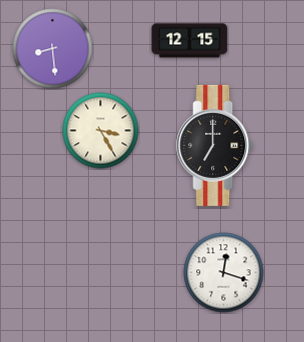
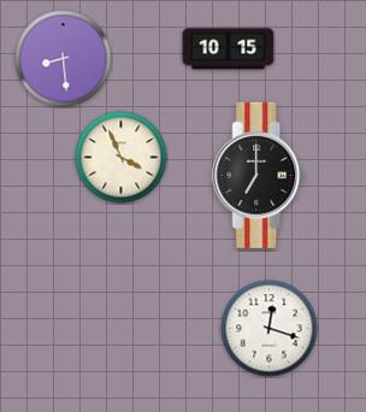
clock at (190, 41): 12:15 -> 10:15
clock at (101, 131): 3:25 -> 3:56
